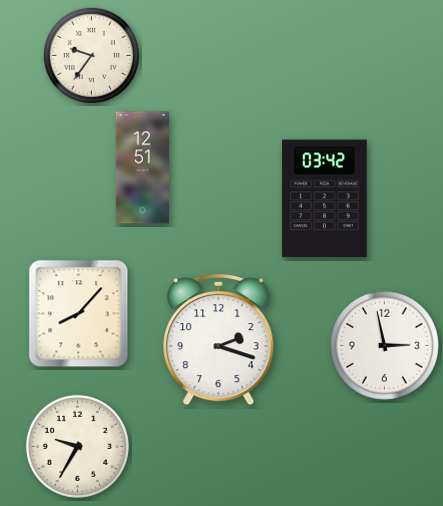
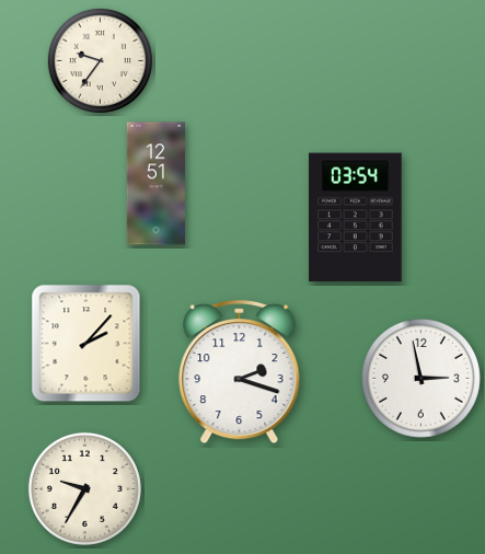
clock at (325, 199): 03:42 -> 03:54
clock at (79, 314): 8:07 -> 2:07
